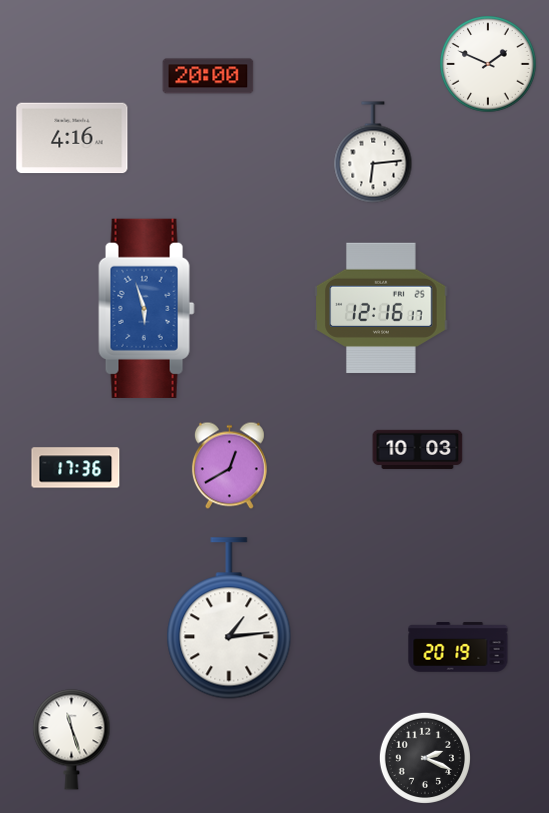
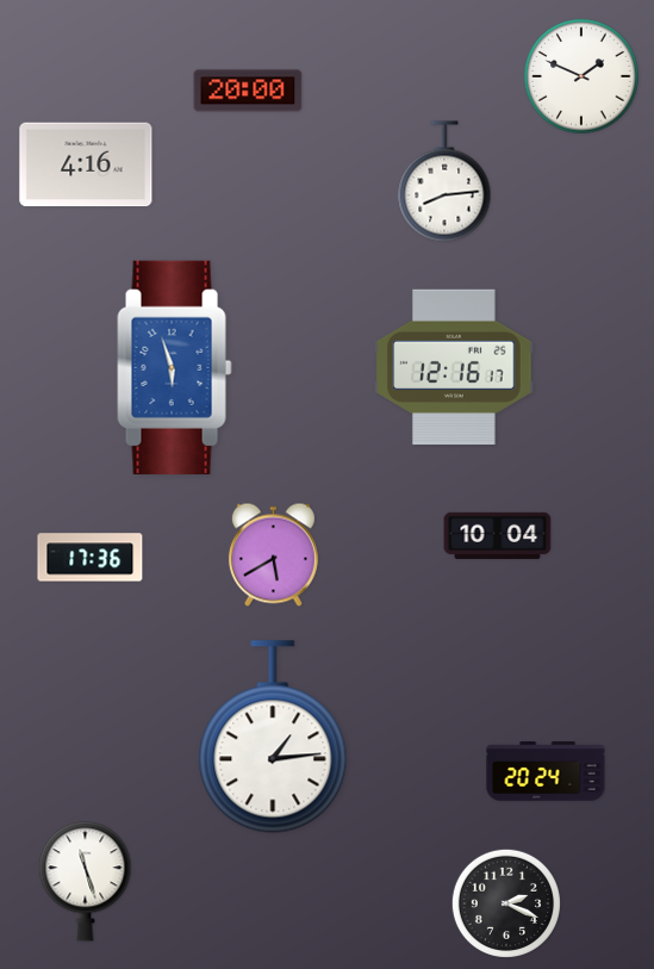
clock at (373, 152): 6:14 -> 8:14
clock at (418, 449): 10:03 -> 10:04
clock at (229, 466): 12:40 -> 5:40
clock at (458, 647): 20:19 -> 20:24
